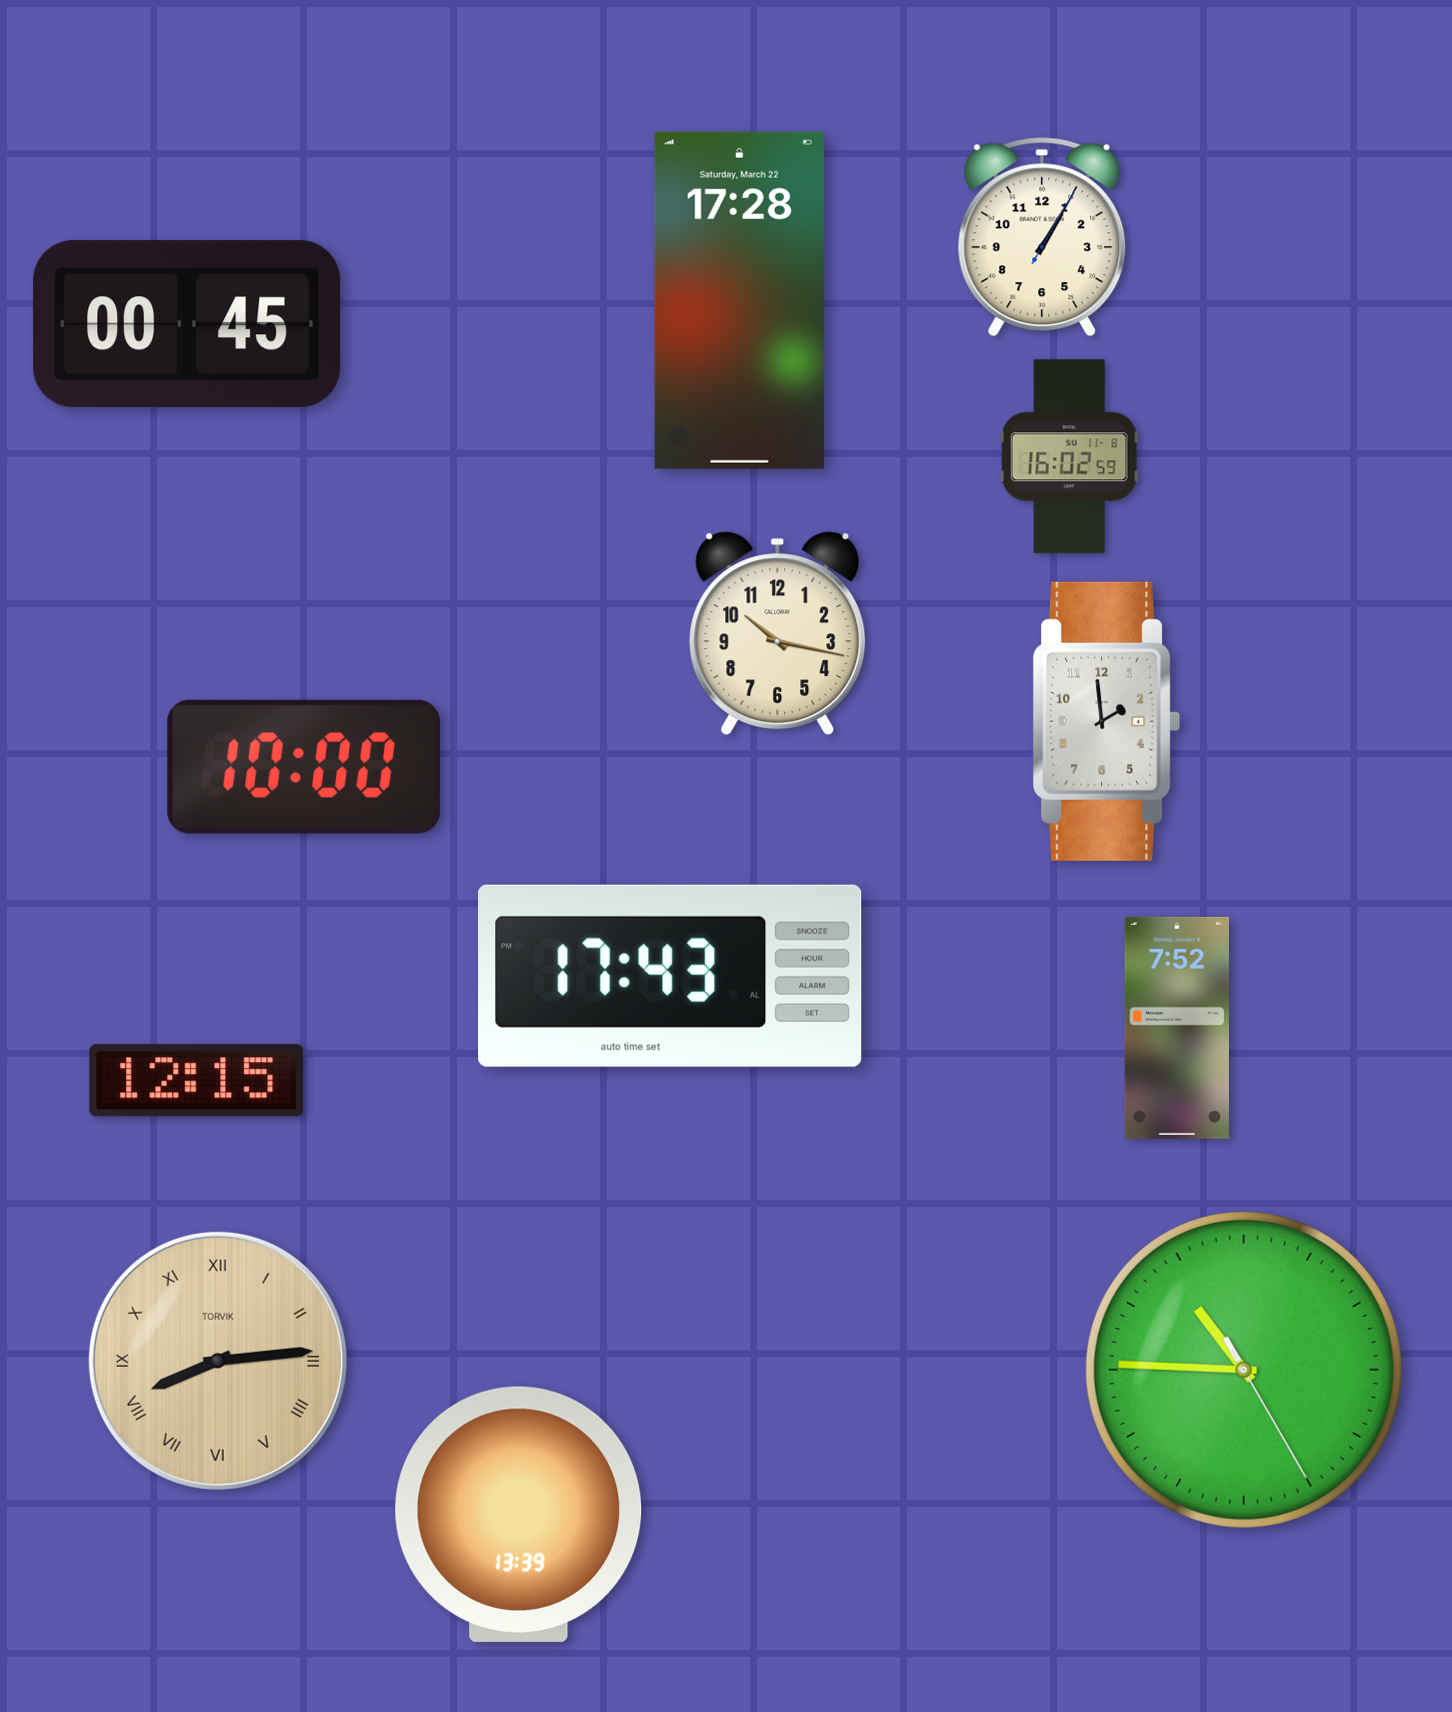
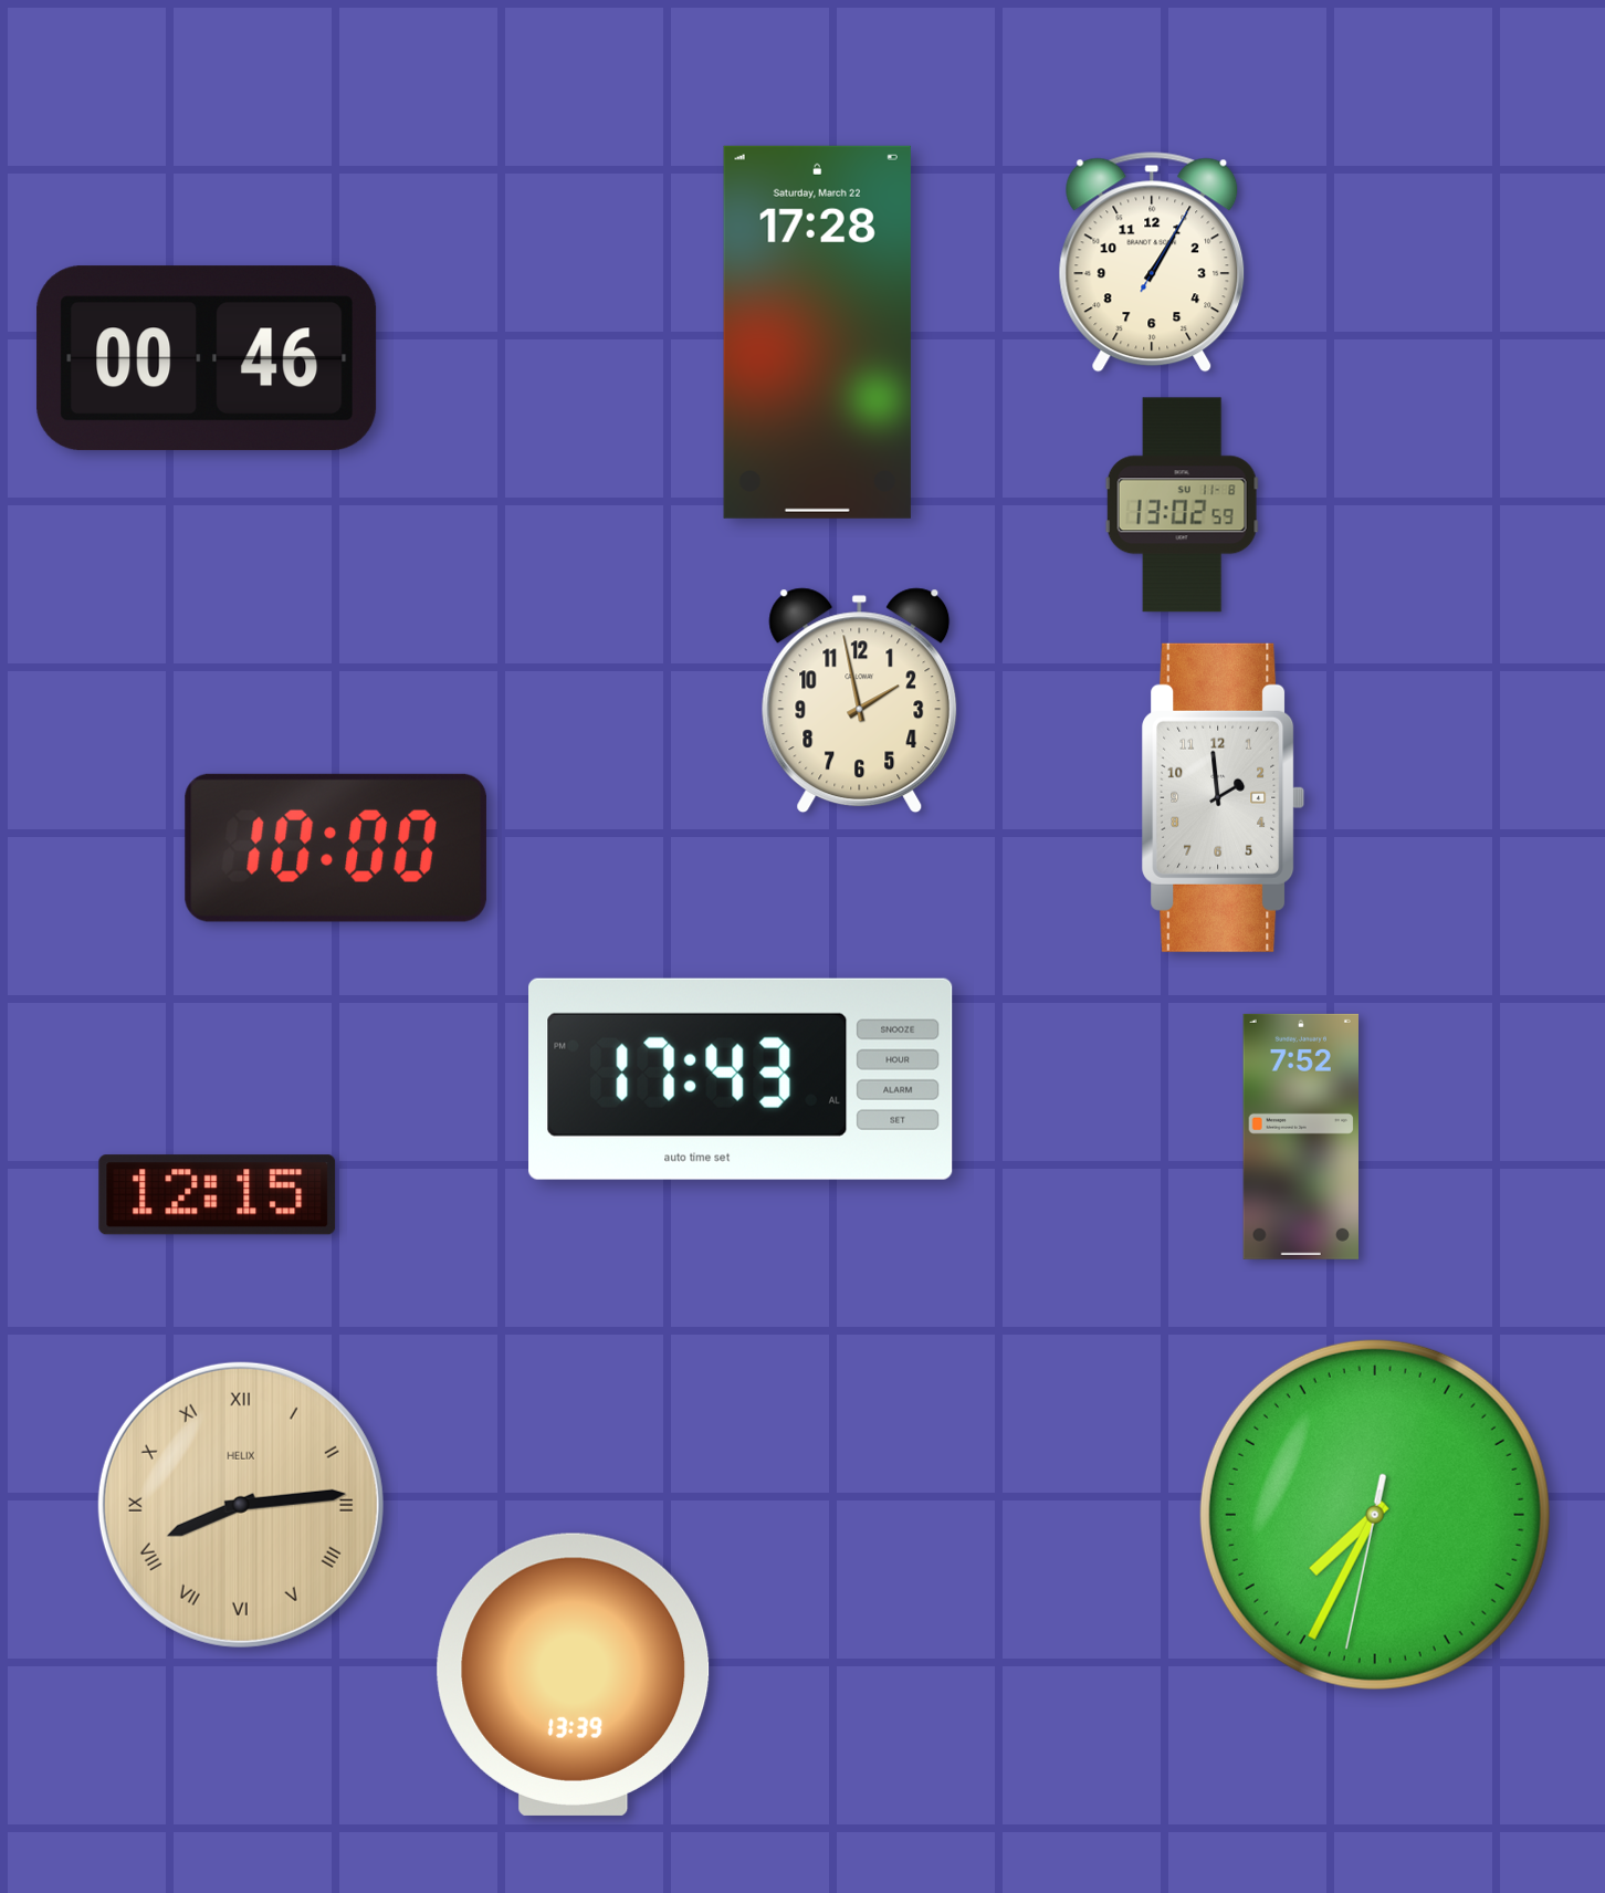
clock at (187, 324): 00:45 -> 00:46
clock at (1069, 457): 16:02 -> 13:02
clock at (778, 634): 10:17 -> 1:58
clock at (218, 1361) brand: TORVIK -> HELIX
clock at (1244, 1370): 10:45 -> 7:34
